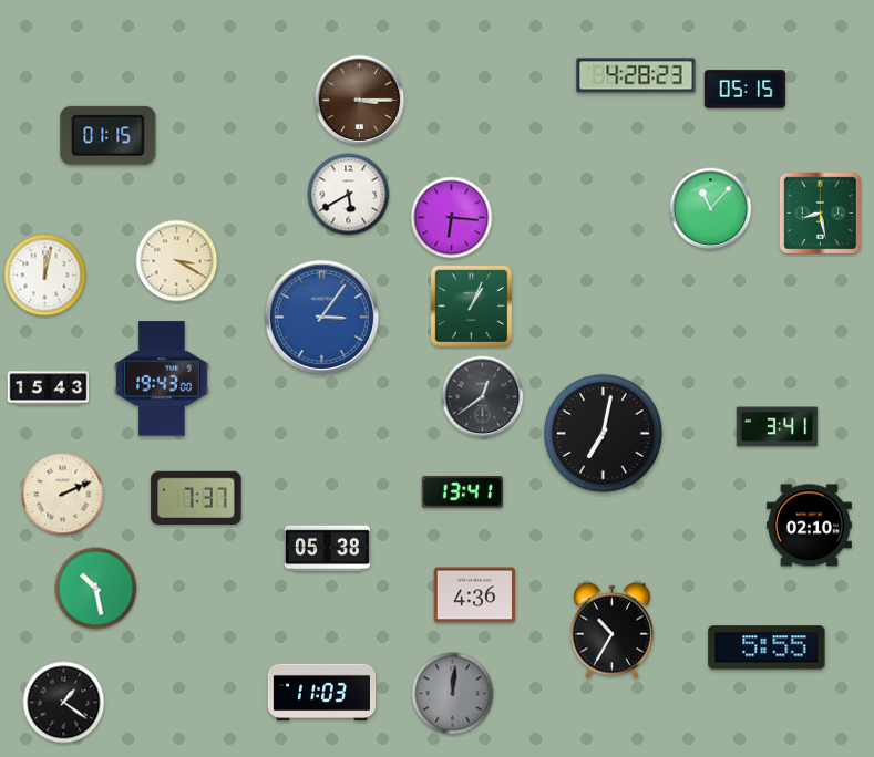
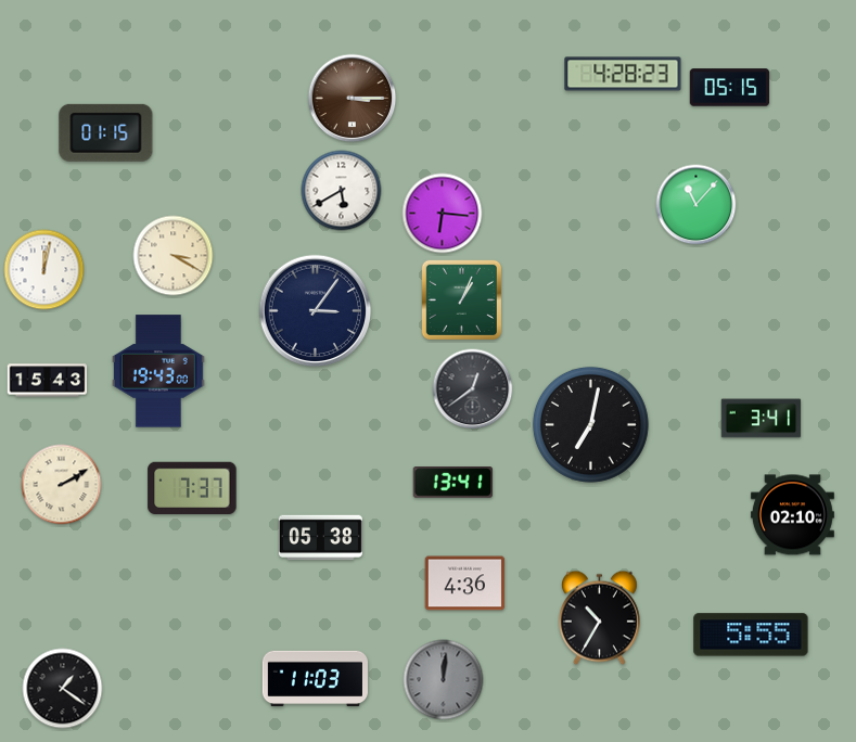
clock at (820, 212): 8:28 -> none
clock at (322, 318) dial: blue -> navy
clock at (63, 495): 2:11 -> 2:10
clock at (96, 589): 10:28 -> none
